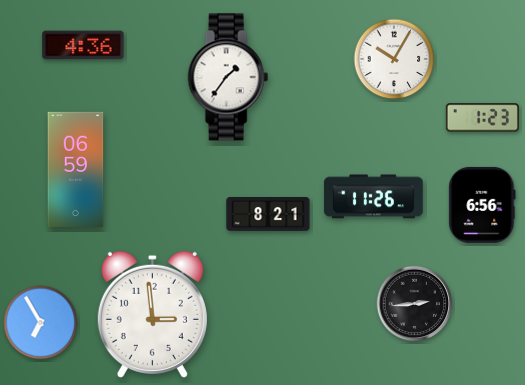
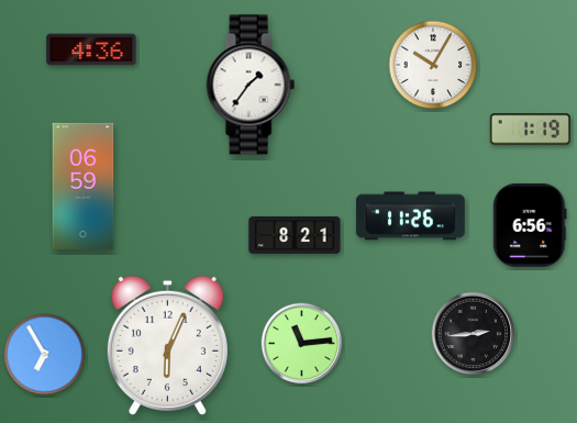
clock at (482, 118): 1:23 -> 1:19
clock at (415, 304) position: (415, 304) -> (474, 334)
clock at (302, 344): none -> 11:14
clock at (152, 314): 2:59 -> 6:04
